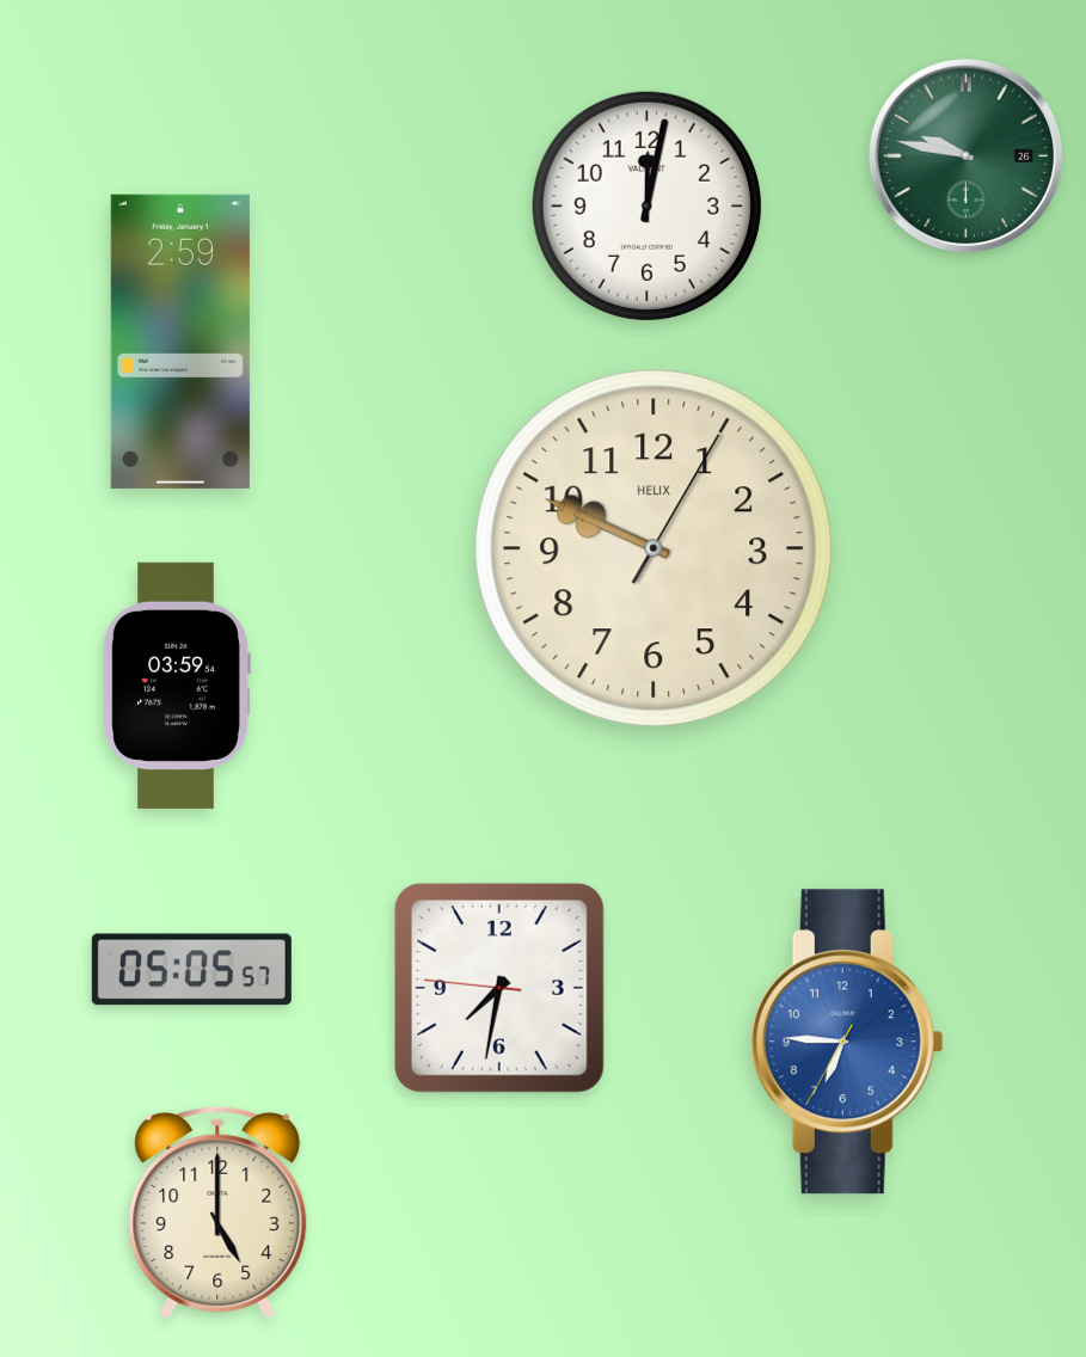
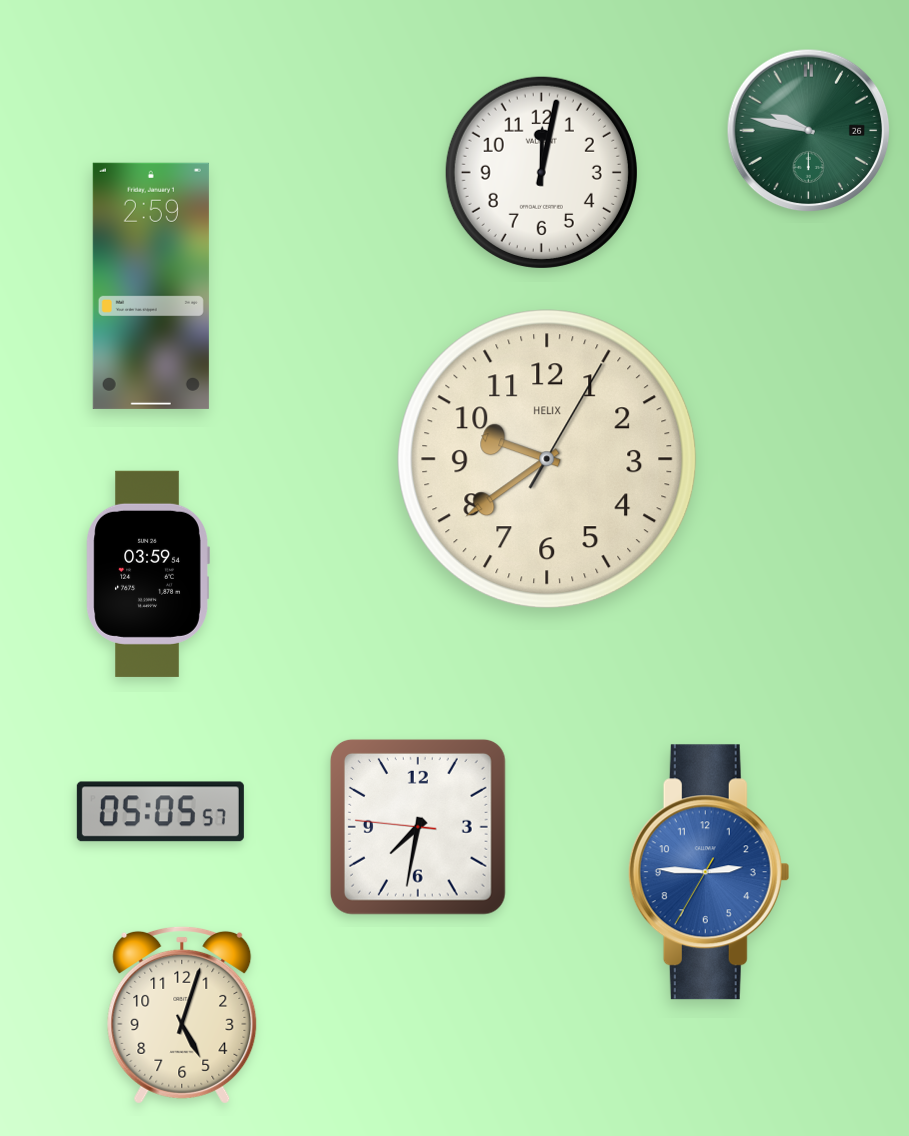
clock at (654, 548): 9:49 -> 9:39
clock at (847, 1042): 6:45 -> 2:45
clock at (217, 1212): 5:00 -> 5:03
